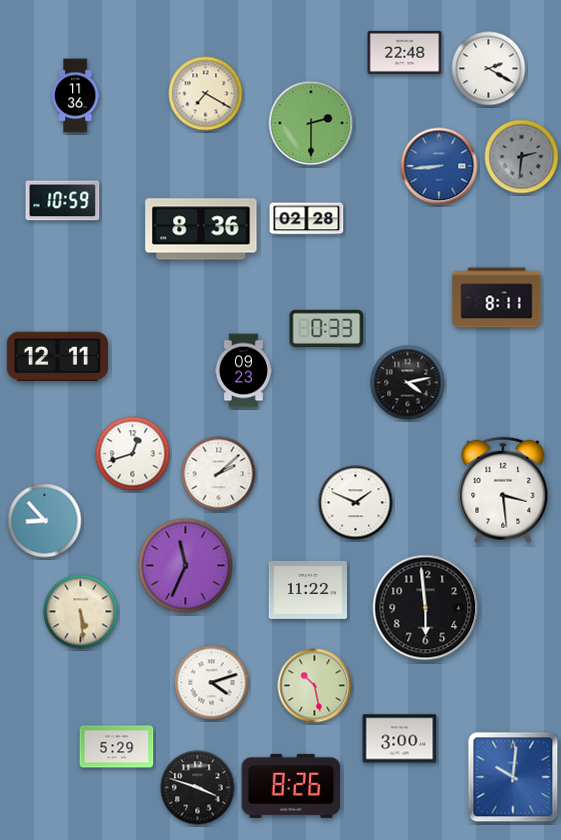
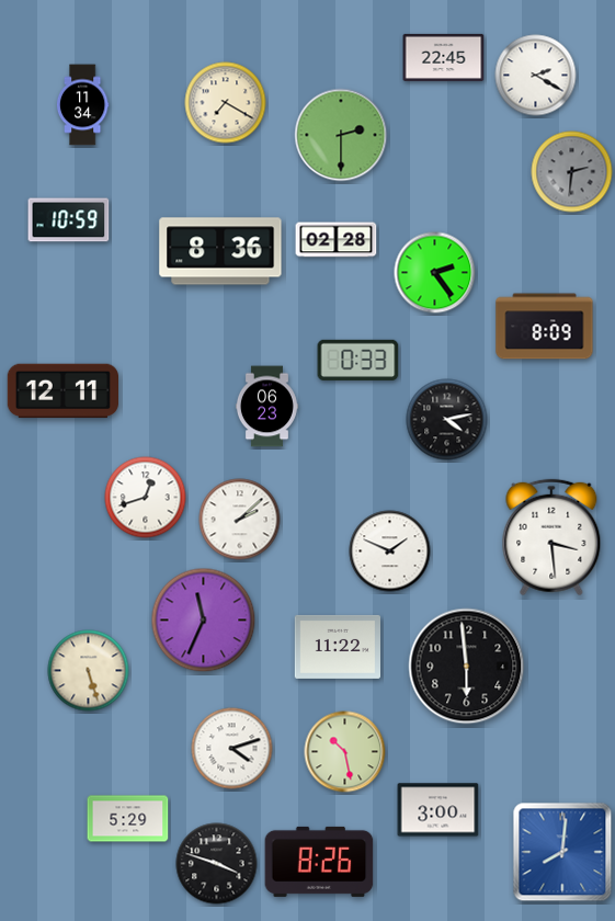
clock at (405, 52): 22:48 -> 22:45
clock at (75, 96): 11:36 -> 11:34
clock at (439, 166): 8:44 -> none
clock at (435, 273): none -> 2:24
clock at (497, 298): 8:11 -> 8:09
clock at (243, 371): 09:23 -> 06:23
clock at (45, 521): 8:53 -> none
clock at (81, 612): 5:29 -> 5:27
clock at (513, 777): 10:01 -> 8:01
